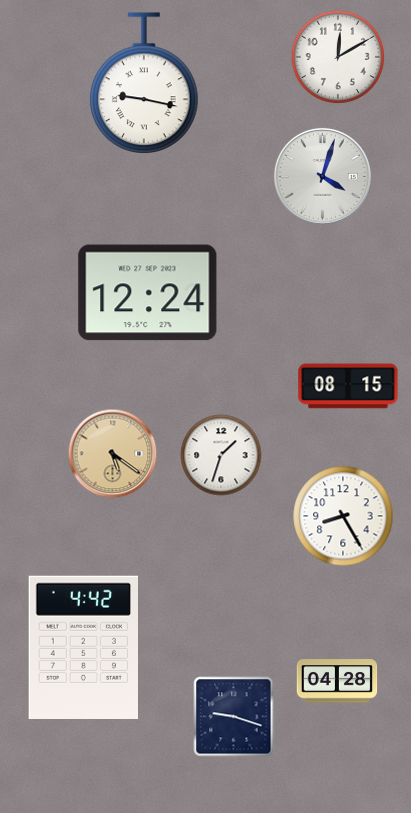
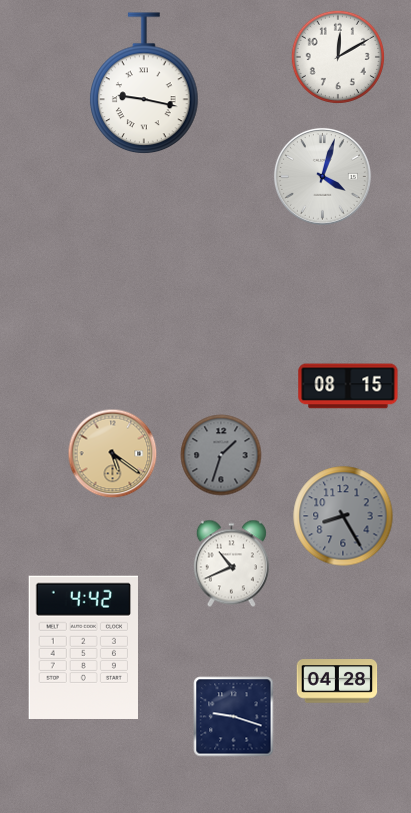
clock at (148, 293): 12:24 -> none
clock at (221, 455) dial: white -> grey
clock at (343, 516) dial: white -> grey
clock at (231, 564): none -> 10:41
